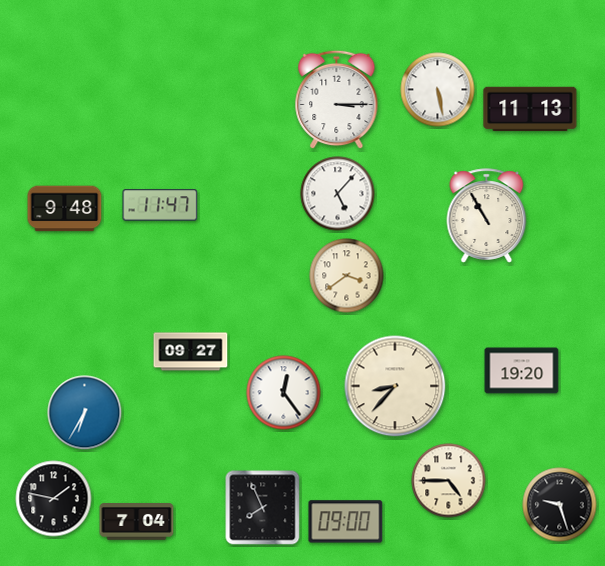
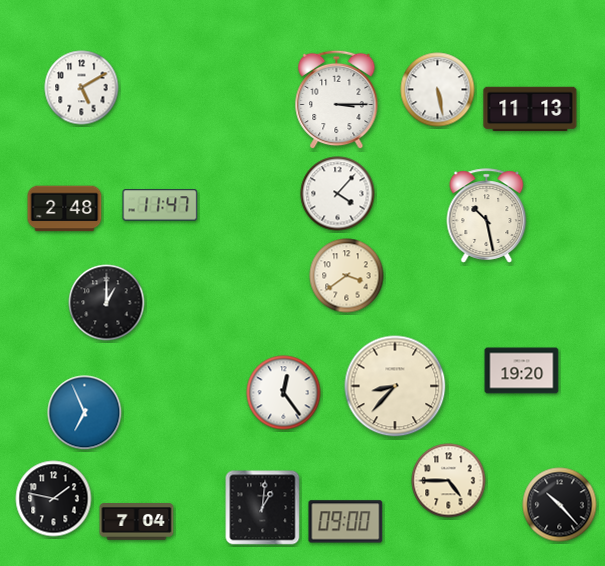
clock at (82, 88): none -> 5:10
clock at (338, 194): 5:07 -> 4:07
clock at (65, 209): 9:48 -> 2:48
clock at (487, 216): 10:55 -> 10:28
clock at (107, 303): none -> 1:00
clock at (191, 352): 09:27 -> none
clock at (85, 413): 6:35 -> 6:56
clock at (560, 505): 9:27 -> 10:23
clock at (263, 508): 7:56 -> 1:01
